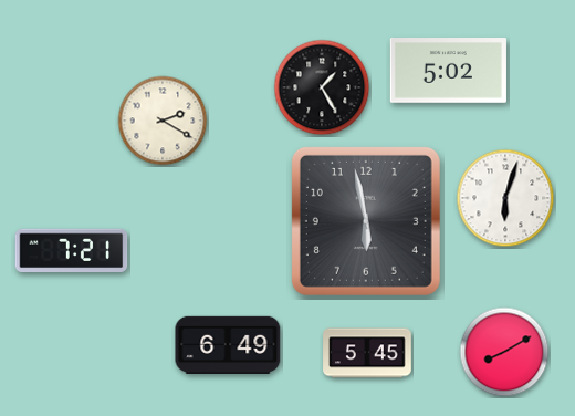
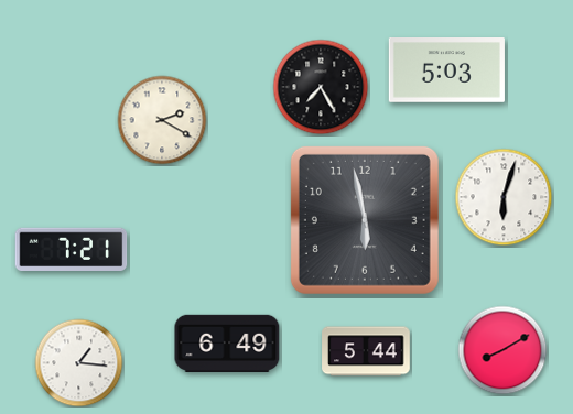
clock at (448, 71): 5:02 -> 5:03
clock at (322, 87): 1:25 -> 7:25
clock at (367, 353): 5:45 -> 5:44
clock at (79, 363): none -> 1:16
